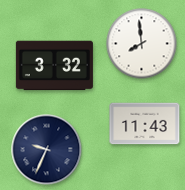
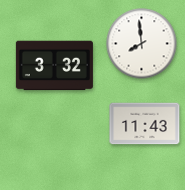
clock at (47, 150): 9:34 -> none
